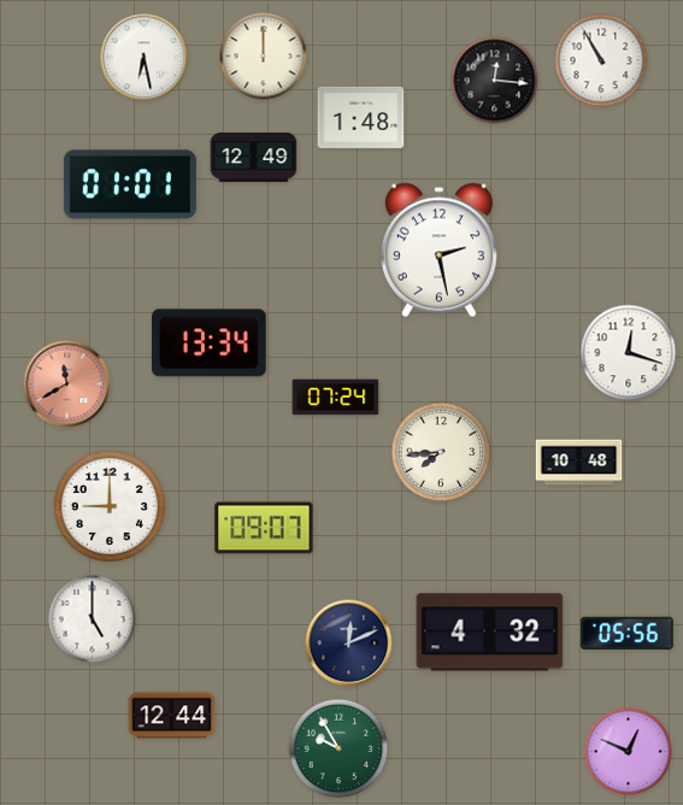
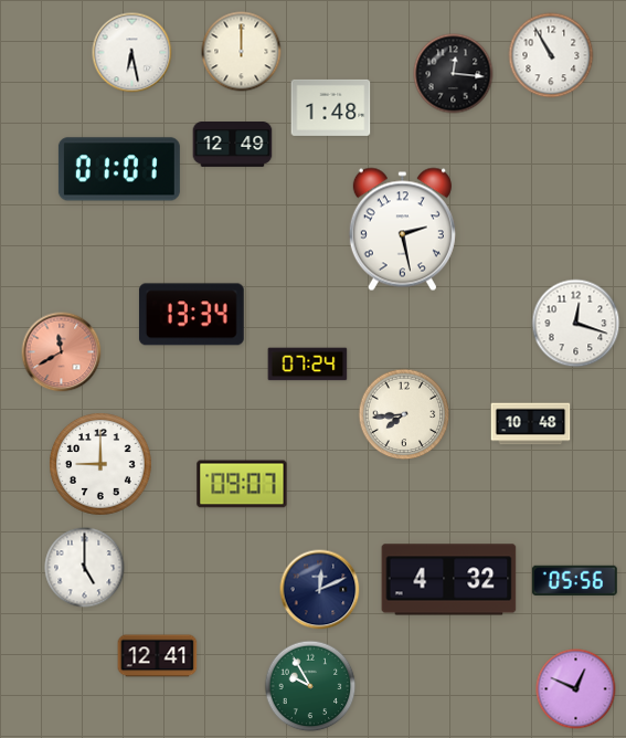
clock at (172, 716): 12:44 -> 12:41
